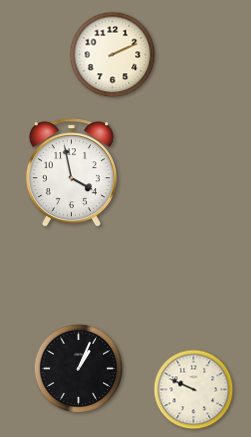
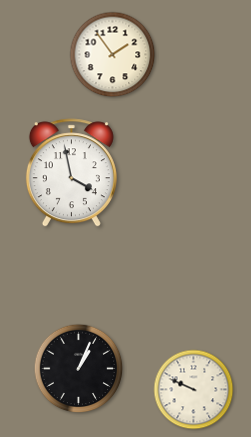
clock at (113, 55): 2:11 -> 1:54
